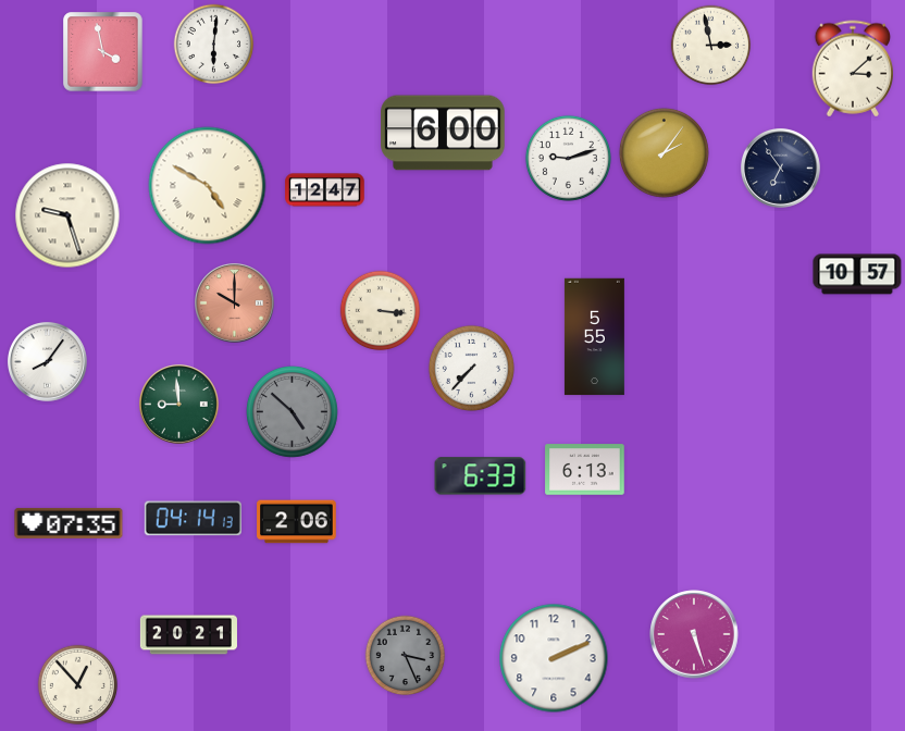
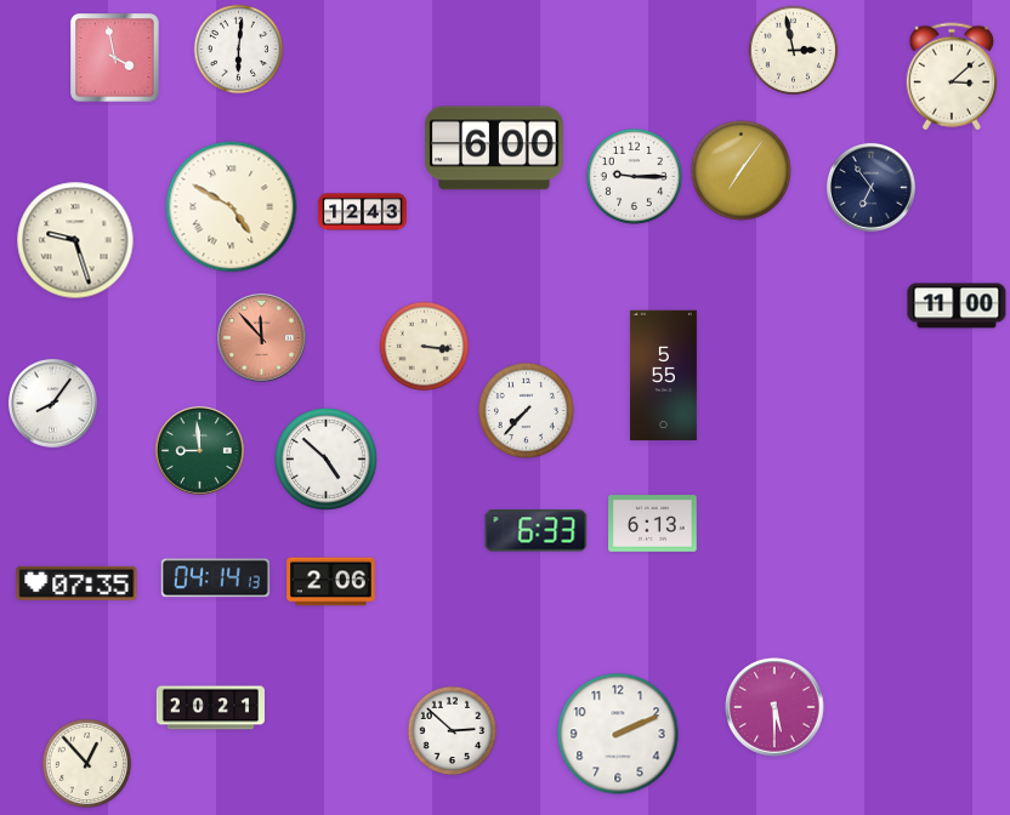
clock at (664, 152): 2:06 -> 7:06
clock at (568, 158): 9:12 -> 9:15
clock at (325, 190): 12:47 -> 12:43
clock at (857, 274): 10:57 -> 11:00
clock at (234, 302): 10:00 -> 11:53
clock at (293, 412) dial: grey -> white
clock at (694, 634): 5:27 -> 5:30
clock at (406, 656): 3:26 -> 2:52
clock at (406, 656) dial: grey -> white
